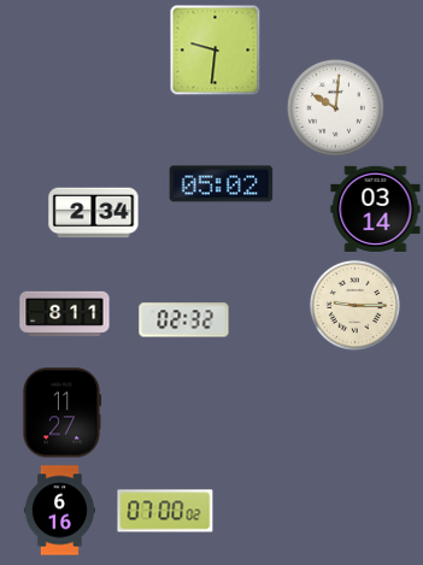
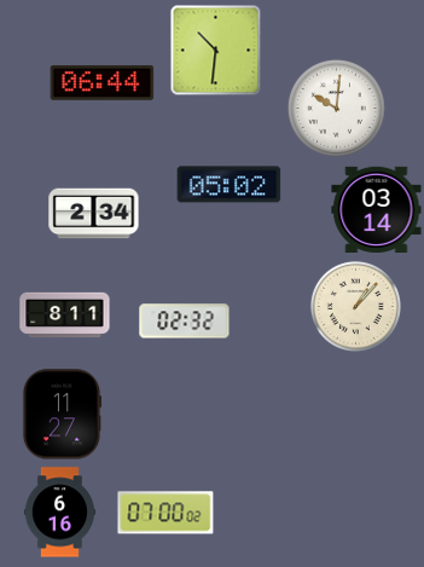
clock at (216, 51): 9:31 -> 10:31
clock at (103, 83): none -> 06:44
clock at (222, 184) position: (222, 184) -> (230, 185)
clock at (354, 305): 9:15 -> 1:07
